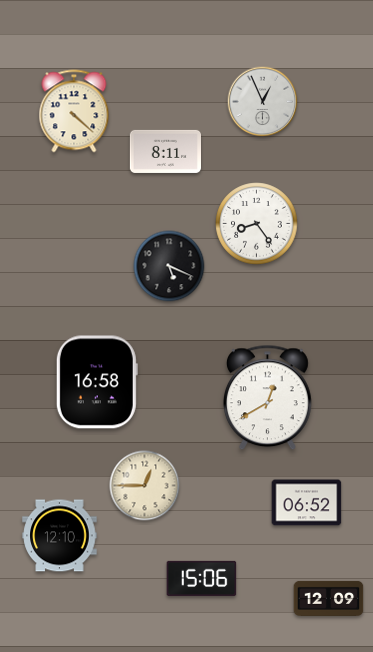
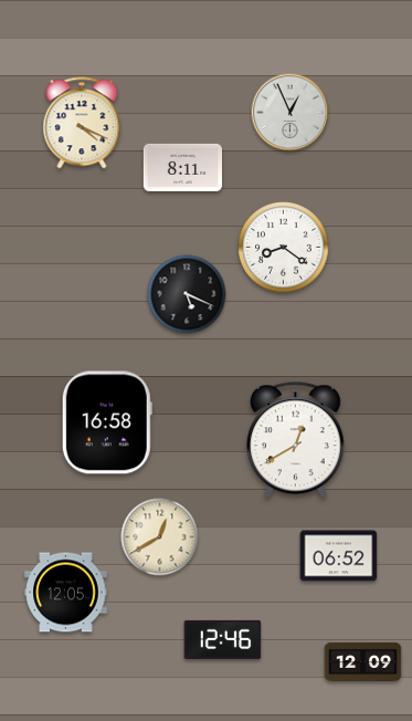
clock at (74, 111): 4:22 -> 4:19
clock at (257, 224): 8:24 -> 8:21
clock at (145, 486): 12:45 -> 12:40
clock at (60, 536): 12:10 -> 12:05
clock at (202, 578): 15:06 -> 12:46
